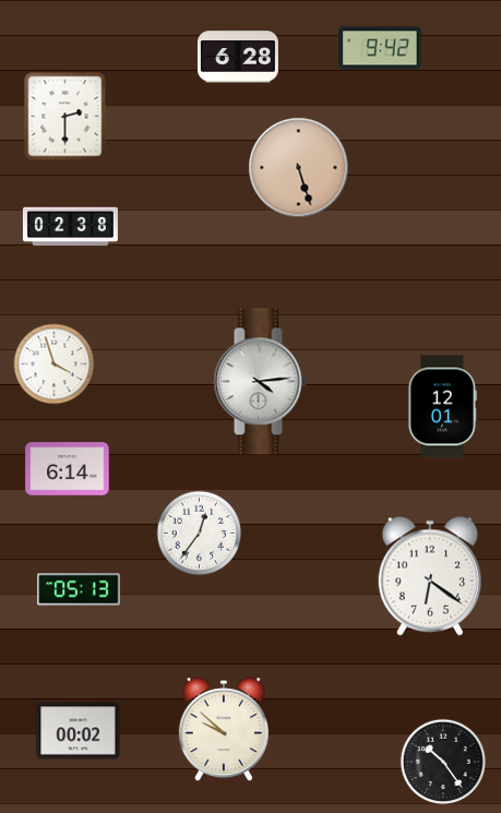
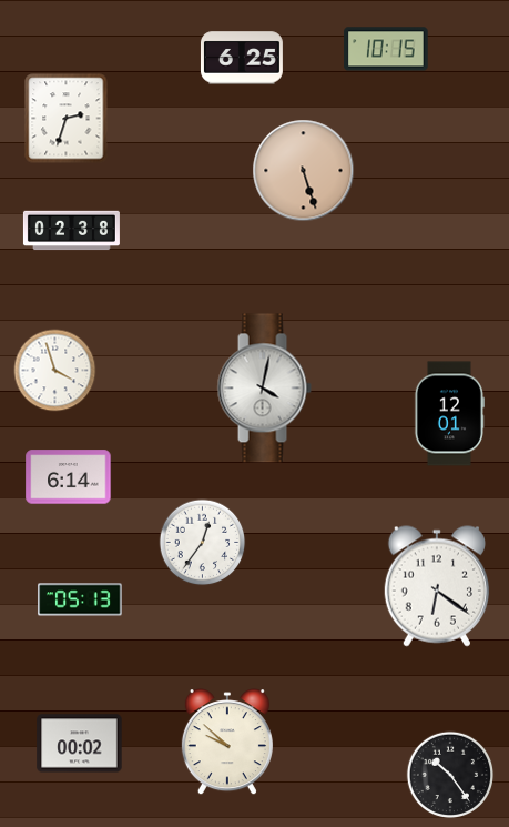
clock at (380, 48): 9:42 -> 10:15
clock at (238, 57): 6:28 -> 6:25
clock at (65, 117): 2:30 -> 2:33
clock at (260, 382): 4:14 -> 4:02
